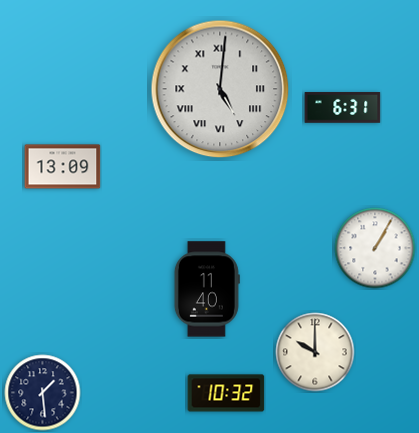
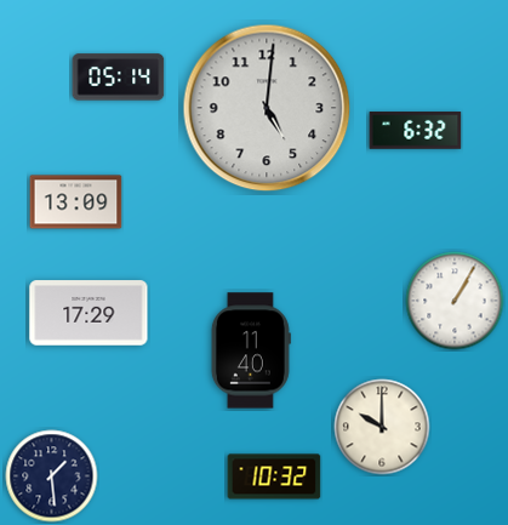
clock at (119, 78): none -> 05:14
clock at (220, 89) numerals: Roman -> Arabic
clock at (343, 108): 6:31 -> 6:32
clock at (89, 313): none -> 17:29
